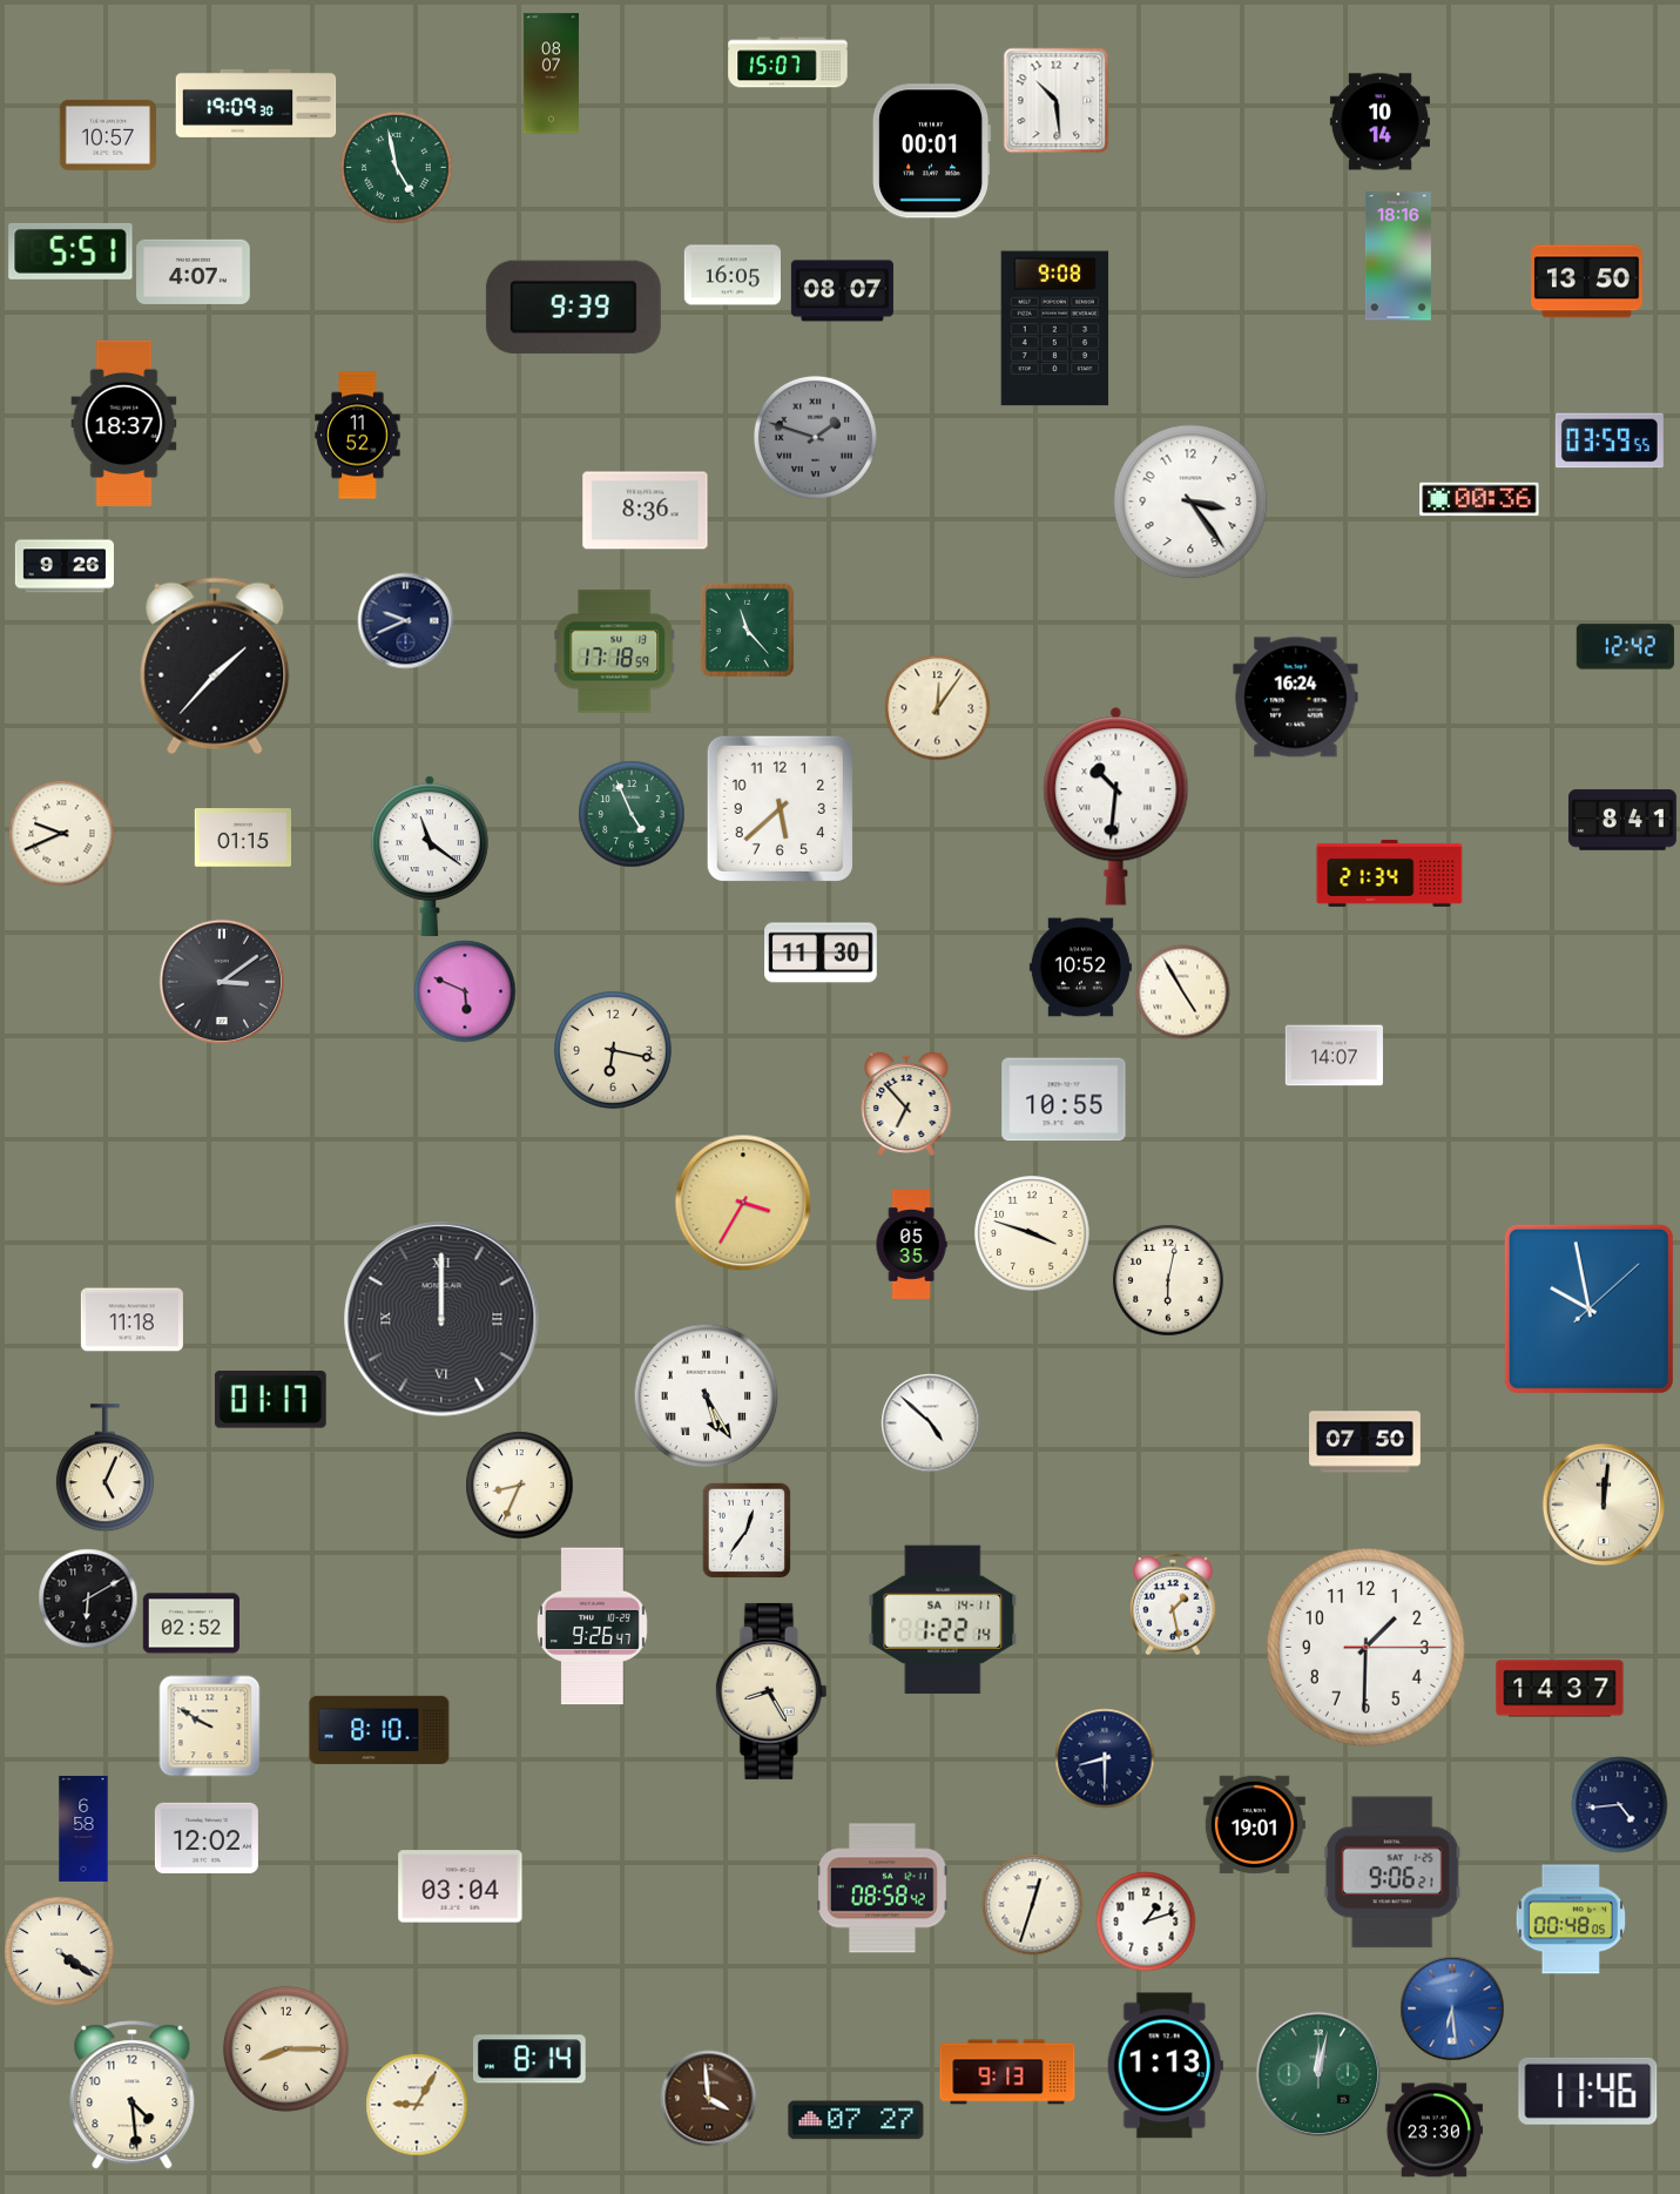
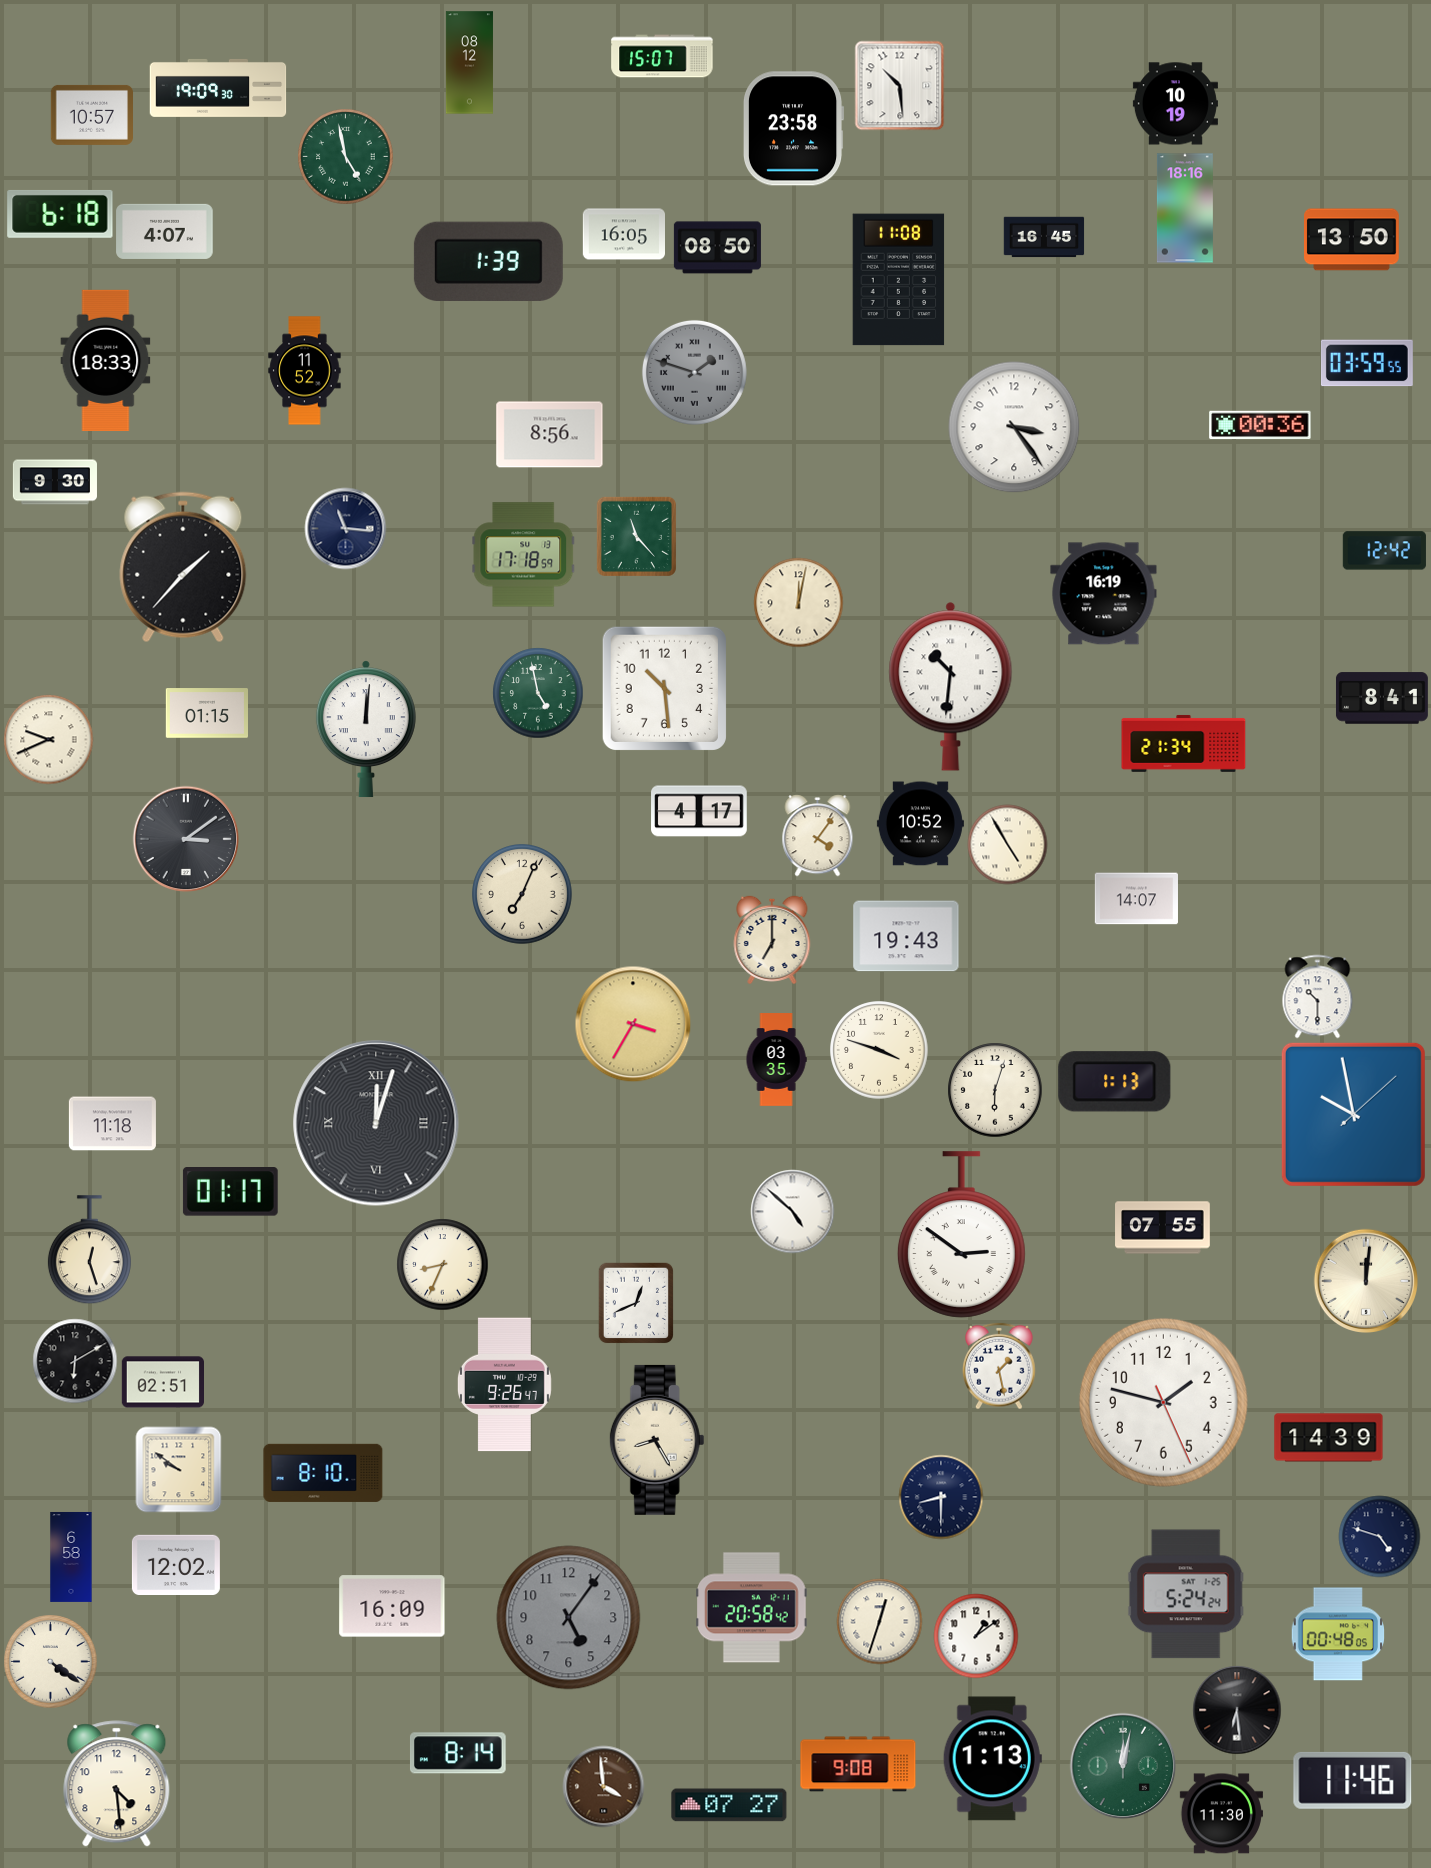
clock at (788, 62) position: (788, 62) -> (662, 56)
clock at (551, 74): 08:07 -> 08:12
clock at (1379, 122): 10:14 -> 10:19
clock at (931, 152): 00:01 -> 23:58
clock at (396, 167) position: (396, 167) -> (345, 156)
clock at (70, 251): 5:51 -> 6:18
clock at (1398, 256) position: (1398, 256) -> (1185, 208)
clock at (1044, 237): none -> 16:45
clock at (842, 291): 08:07 -> 08:50
clock at (573, 307): 9:39 -> 1:39
clock at (1055, 329): 9:08 -> 11:08
clock at (124, 423): 18:37 -> 18:33
clock at (1610, 440) position: (1610, 440) -> (1367, 363)
clock at (646, 511): 8:36 -> 8:56
clock at (65, 566): 9:26 -> 9:30
clock at (405, 620): 9:41 -> 11:16
clock at (1296, 698): 16:24 -> 16:19
clock at (937, 707): 12:06 -> 12:02
clock at (780, 808): 5:38 -> 10:29
clock at (632, 814): 4:56 -> 4:58
clock at (61, 833) position: (61, 833) -> (48, 739)
clock at (430, 856): 11:21 -> 12:01
clock at (821, 953): 11:30 -> 4:17
clock at (818, 835): none -> 4:06
clock at (222, 982) position: (222, 982) -> (186, 839)
clock at (465, 991): 5:49 -> none
clock at (614, 1051): 6:17 -> 7:04
clock at (1064, 1099): 10:55 -> 19:43
clock at (906, 1103): 6:53 -> 7:00
clock at (1318, 996): none -> 10:30
clock at (911, 1245): 05:35 -> 03:35
clock at (1115, 1082): none -> 1:13
clock at (1168, 1280): 6:02 -> 6:03
clock at (441, 1319): 12:00 -> 12:03
clock at (706, 1395): 5:25 -> none
clock at (1365, 1442): 07:50 -> 07:55
clock at (961, 1235): none -> 2:51
clock at (104, 1468): 5:04 -> 12:27
clock at (747, 1530): 12:36 -> 12:41
clock at (943, 1620): 1:22 -> none
clock at (190, 1623): 02:52 -> 02:51
clock at (1365, 1647): 1:30 -> 1:47
clock at (1560, 1689): 14:37 -> 14:39
clock at (209, 1725): 9:50 -> 9:51
clock at (1619, 1804): 4:44 -> 4:48
clock at (1254, 1824): 19:01 -> none
clock at (1392, 1872): 9:06 -> 5:24
clock at (460, 1886): 03:04 -> 16:09
clock at (883, 1889): 08:58 -> 20:58
clock at (569, 1618): none -> 5:06
clock at (1146, 1922): 1:12 -> 1:09
clock at (1452, 2008) dial: blue -> black
clock at (285, 2048): 8:15 -> none
clock at (529, 2059) position: (529, 2059) -> (458, 1753)
clock at (1007, 2072): 9:13 -> 9:08
clock at (133, 2095) position: (133, 2095) -> (117, 1784)
clock at (417, 2105): 9:05 -> none
clock at (1433, 2131): 23:30 -> 11:30
